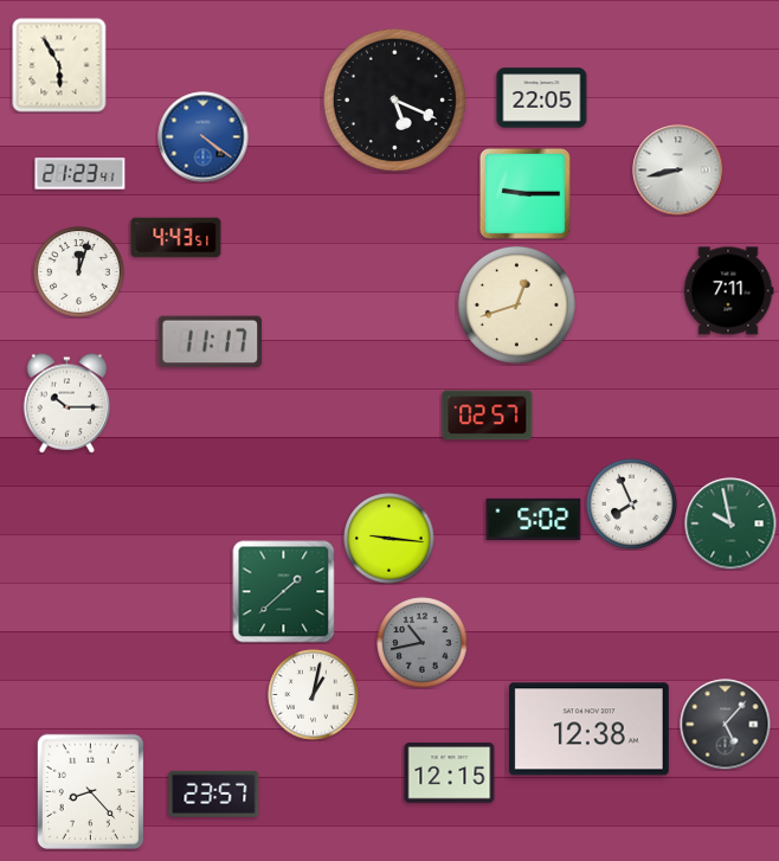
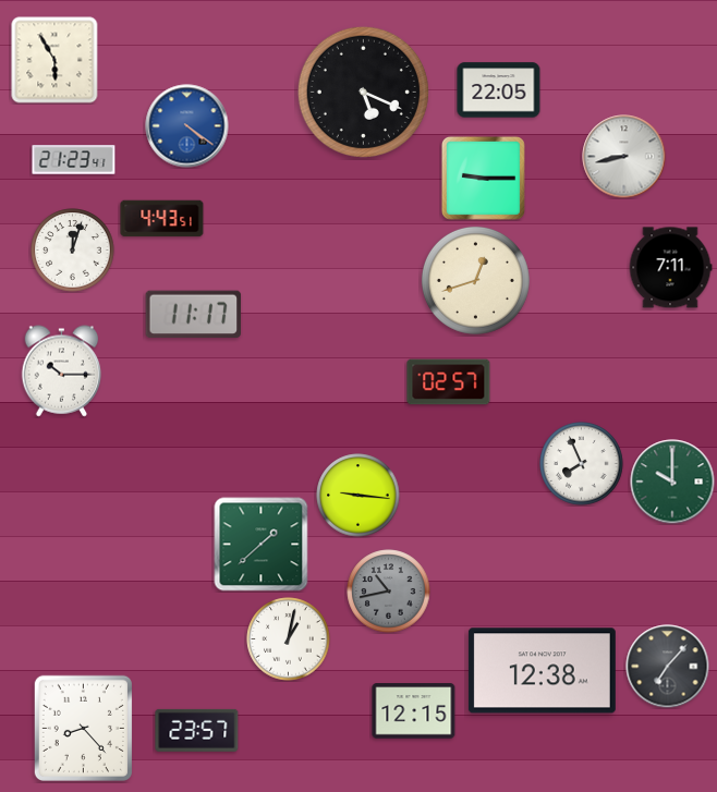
clock at (534, 519): 5:02 -> none
clock at (730, 523): 9:58 -> 10:00
clock at (726, 725): 5:07 -> 7:07
